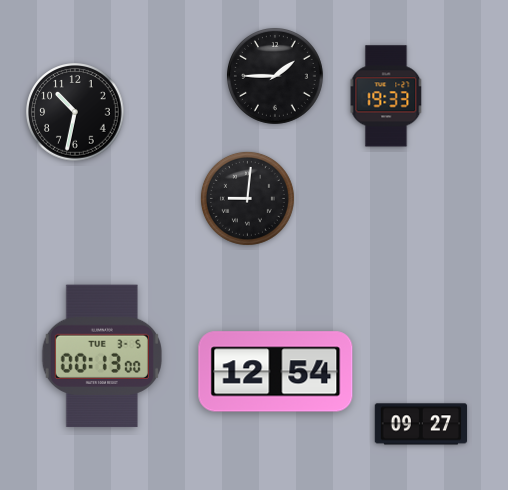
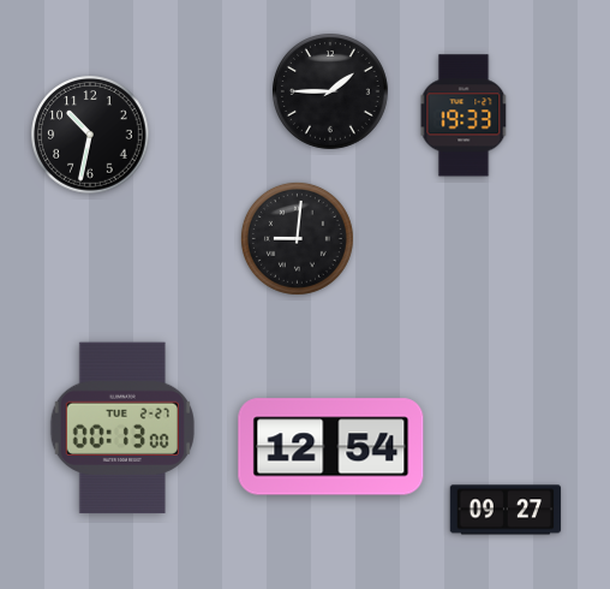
clock at (102, 356) date: TUE 3-5 -> TUE 2-27
